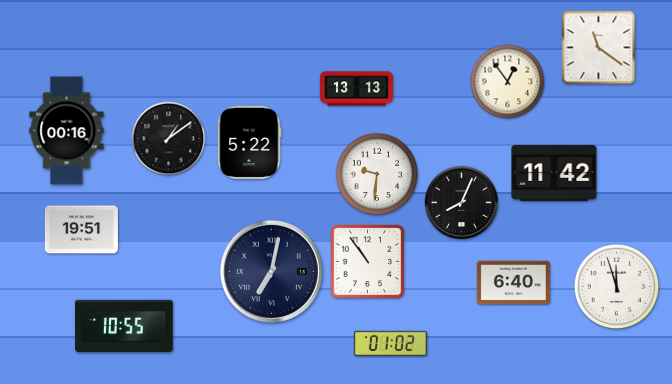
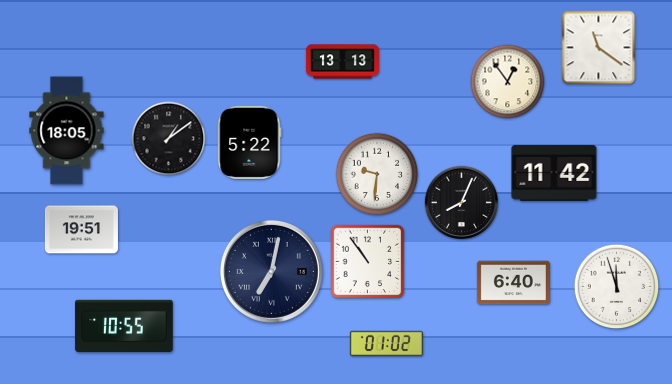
clock at (356, 89) position: (356, 89) -> (342, 62)
clock at (67, 131): 00:16 -> 18:05
clock at (390, 343) position: (390, 343) -> (386, 343)
